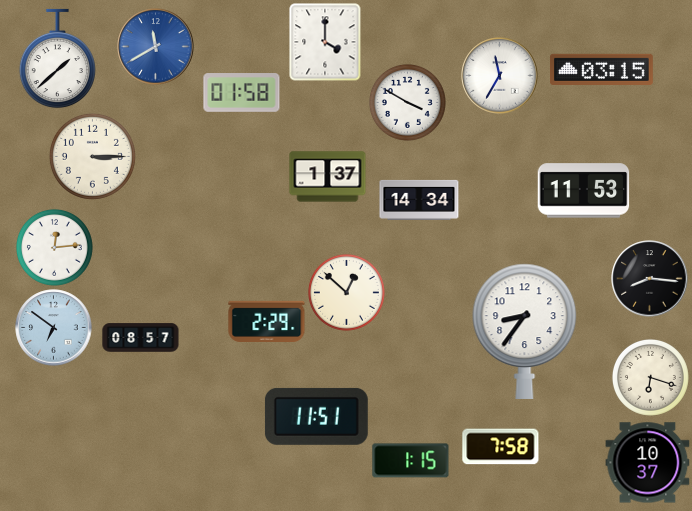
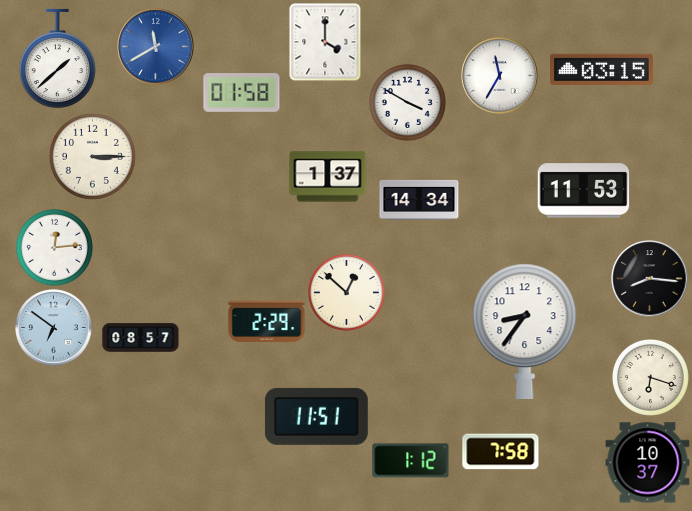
clock at (501, 447) position: (501, 447) -> (501, 452)
clock at (411, 461): 1:15 -> 1:12
